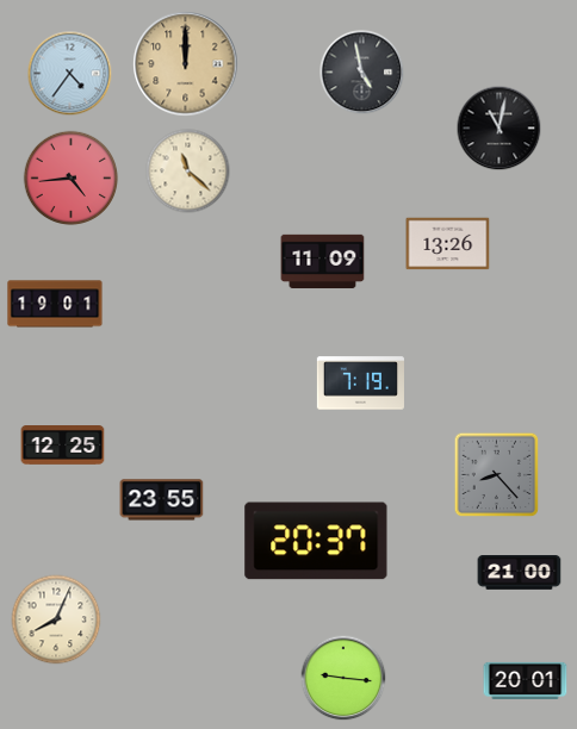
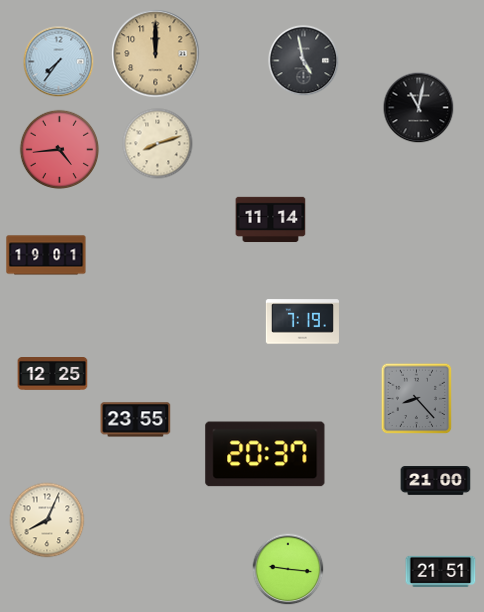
clock at (70, 74): 4:36 -> 7:36
clock at (188, 172): 11:22 -> 8:12
clock at (448, 244): 13:26 -> none
clock at (323, 262): 11:09 -> 11:14
clock at (526, 680): 20:01 -> 21:51
